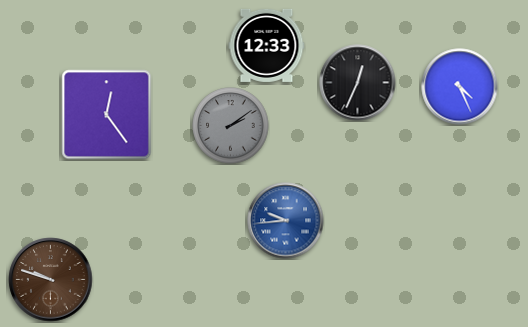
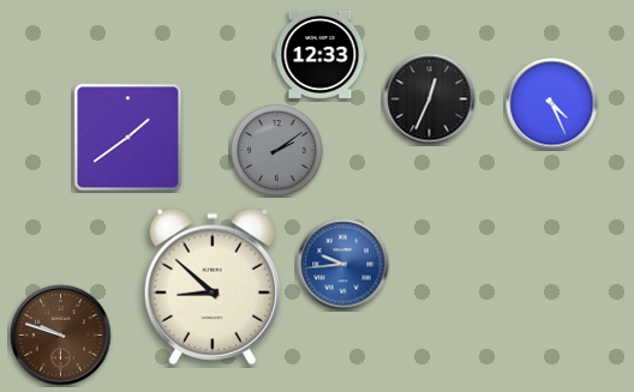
clock at (107, 115): 12:24 -> 1:39
clock at (213, 287): none -> 8:52
